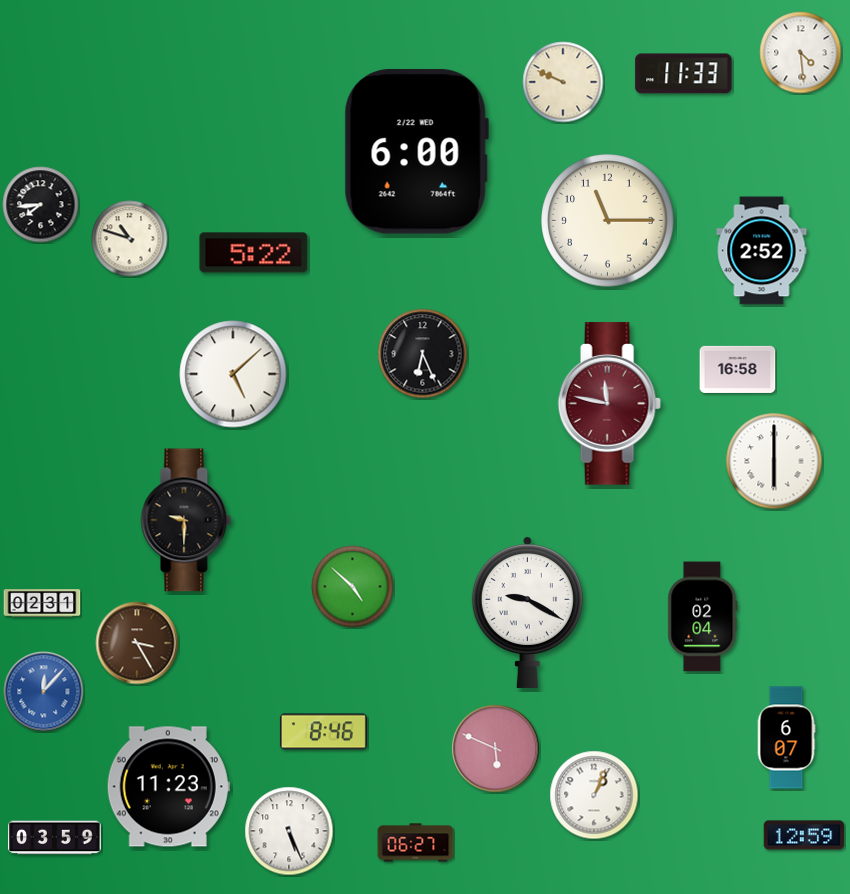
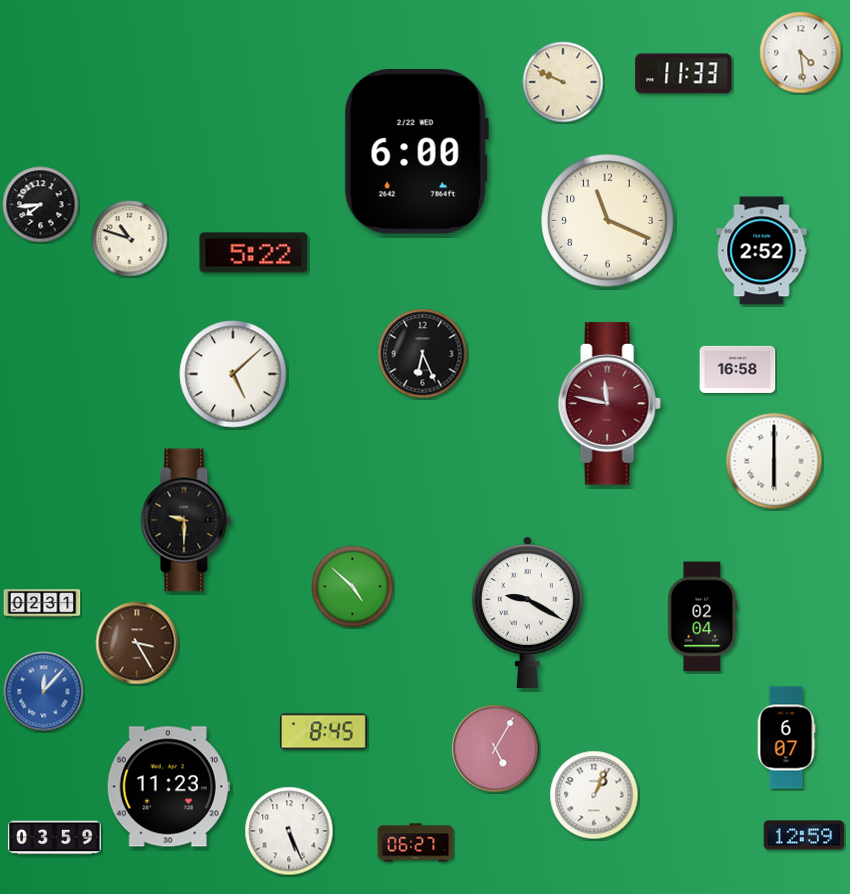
clock at (608, 221): 11:15 -> 11:19
clock at (323, 732): 8:46 -> 8:45
clock at (496, 749): 5:49 -> 5:05
